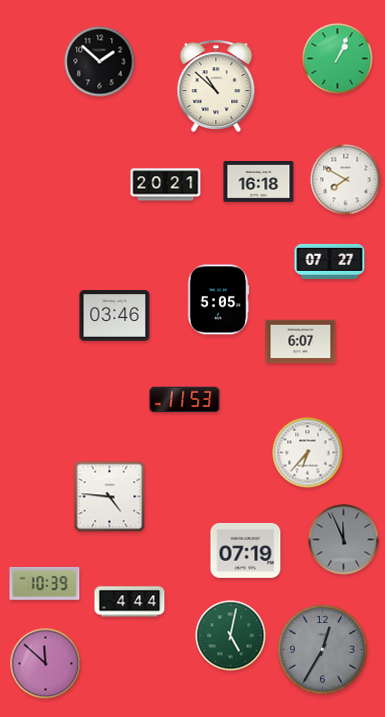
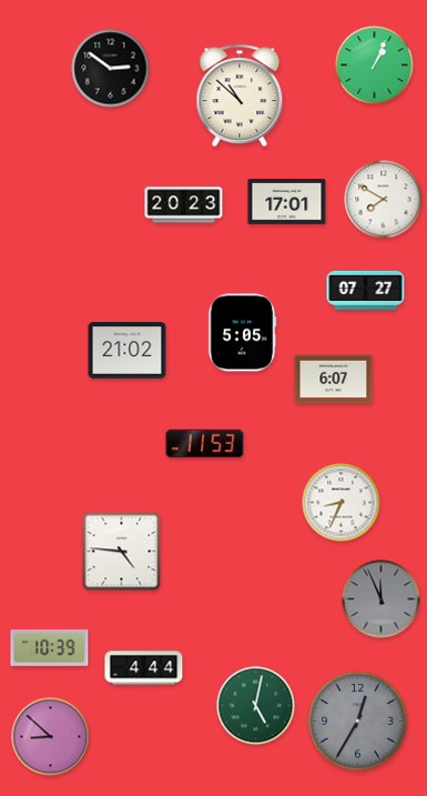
clock at (100, 62): 1:52 -> 2:51
clock at (259, 182): 16:18 -> 17:01
clock at (166, 185): 20:21 -> 20:23
clock at (115, 316): 03:46 -> 21:02
clock at (308, 453): 6:37 -> 8:34
clock at (246, 551): 07:19 -> none
clock at (46, 664): 11:52 -> 8:52
